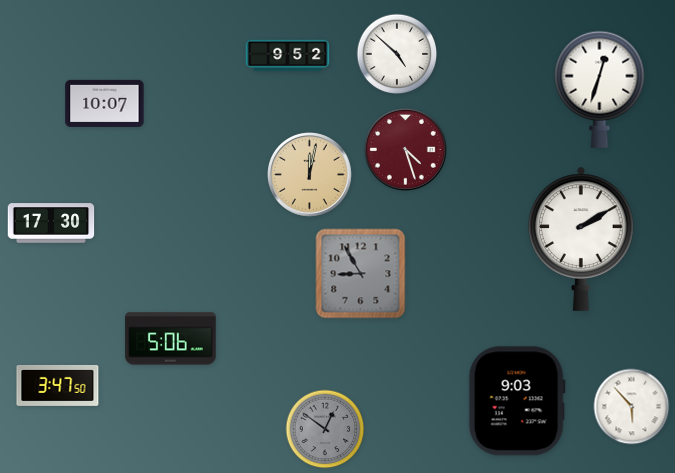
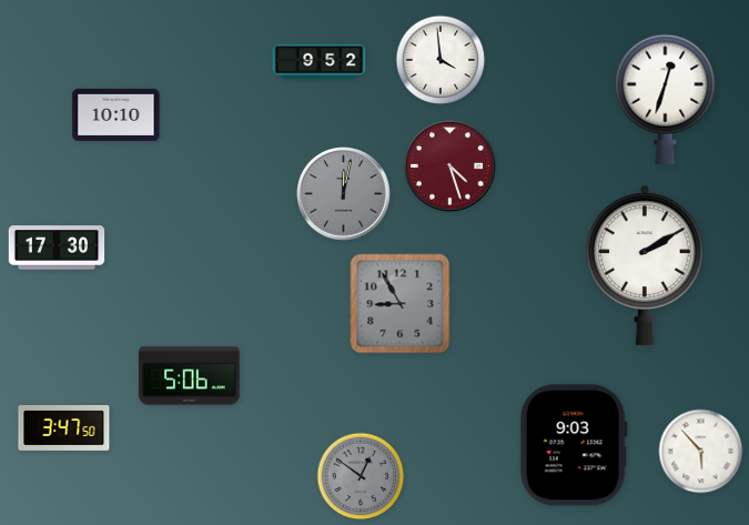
clock at (397, 54): 4:52 -> 3:59
clock at (105, 103): 10:07 -> 10:10
clock at (310, 175) dial: champagne -> grey
